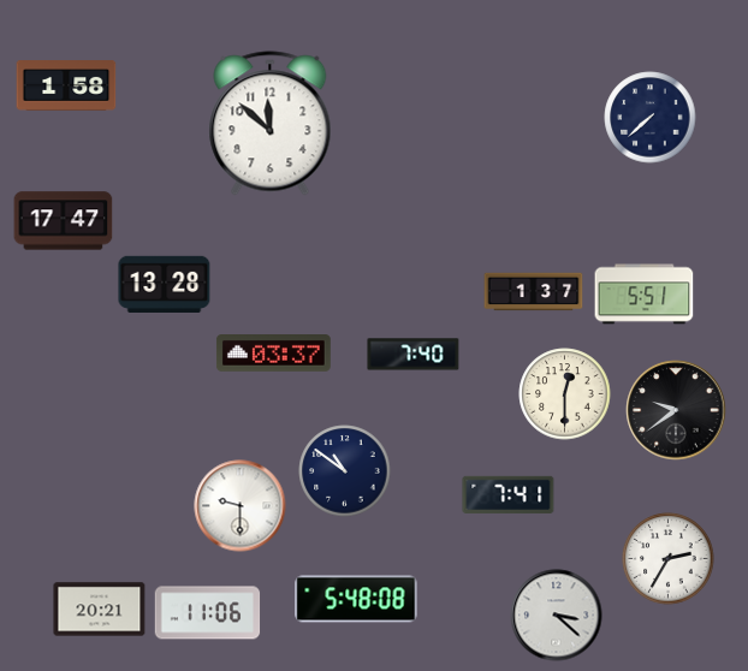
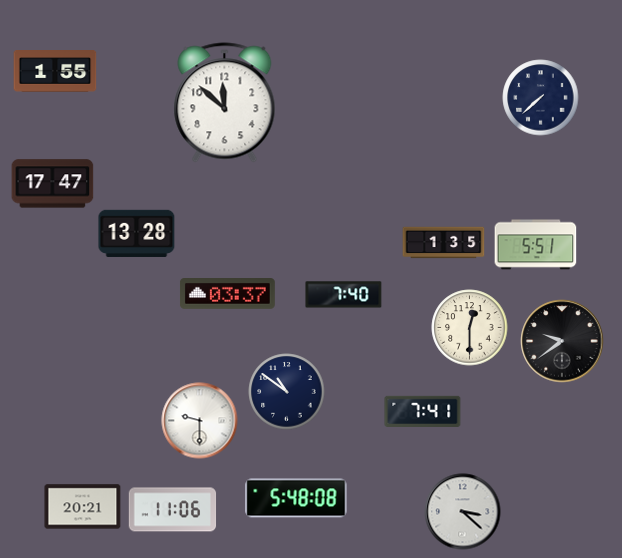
clock at (66, 85): 1:58 -> 1:55
clock at (165, 284) position: (165, 284) -> (137, 233)
clock at (534, 292): 1:37 -> 1:35
clock at (669, 559): 2:35 -> none
